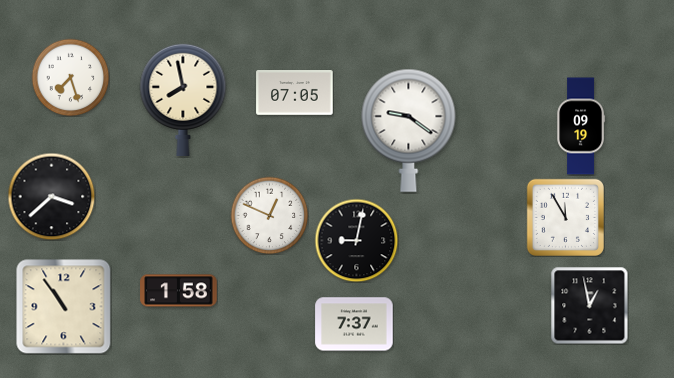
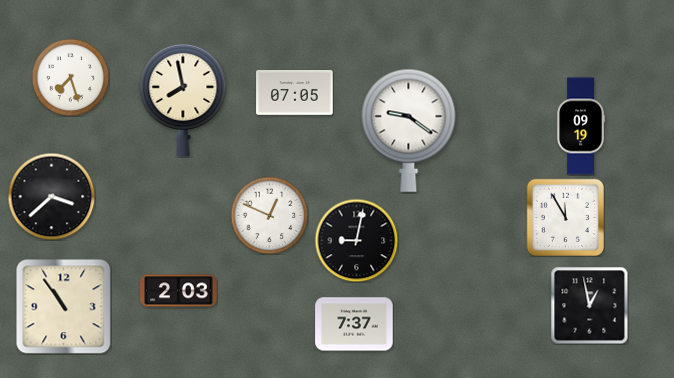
clock at (179, 291): 1:58 -> 2:03
